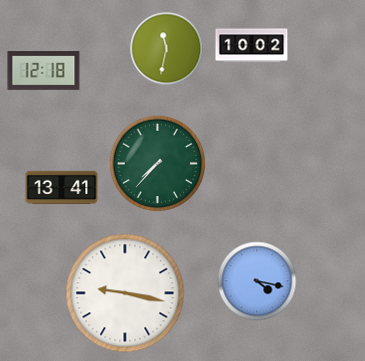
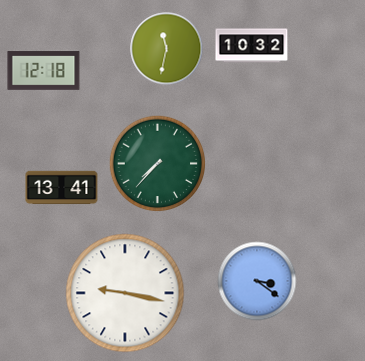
clock at (252, 46): 10:02 -> 10:32
clock at (257, 281): 4:17 -> 3:21
